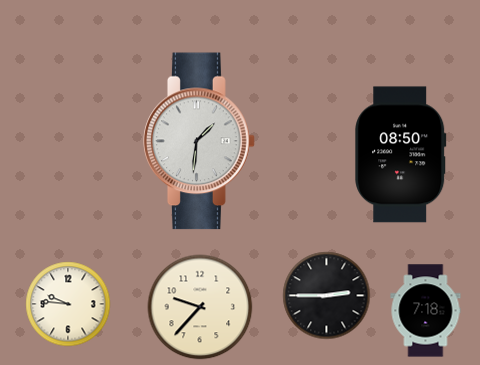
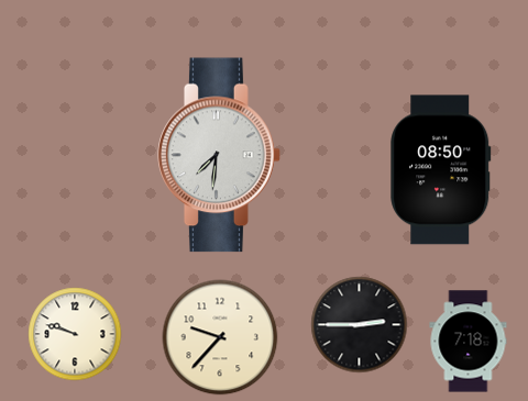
clock at (199, 141): 1:31 -> 7:31
clock at (68, 304): 9:46 -> 9:48
